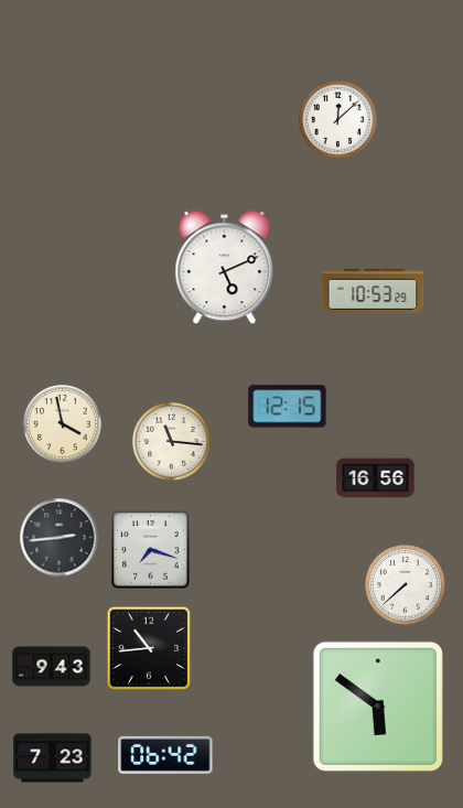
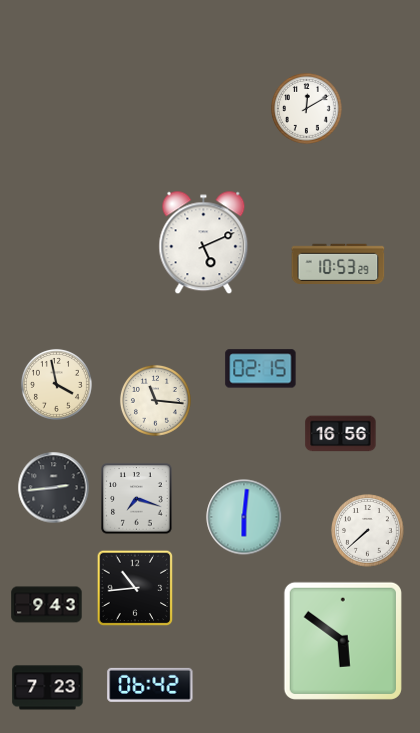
clock at (337, 119): 12:08 -> 12:10
clock at (288, 407): 12:15 -> 02:15
clock at (244, 517): none -> 6:01
